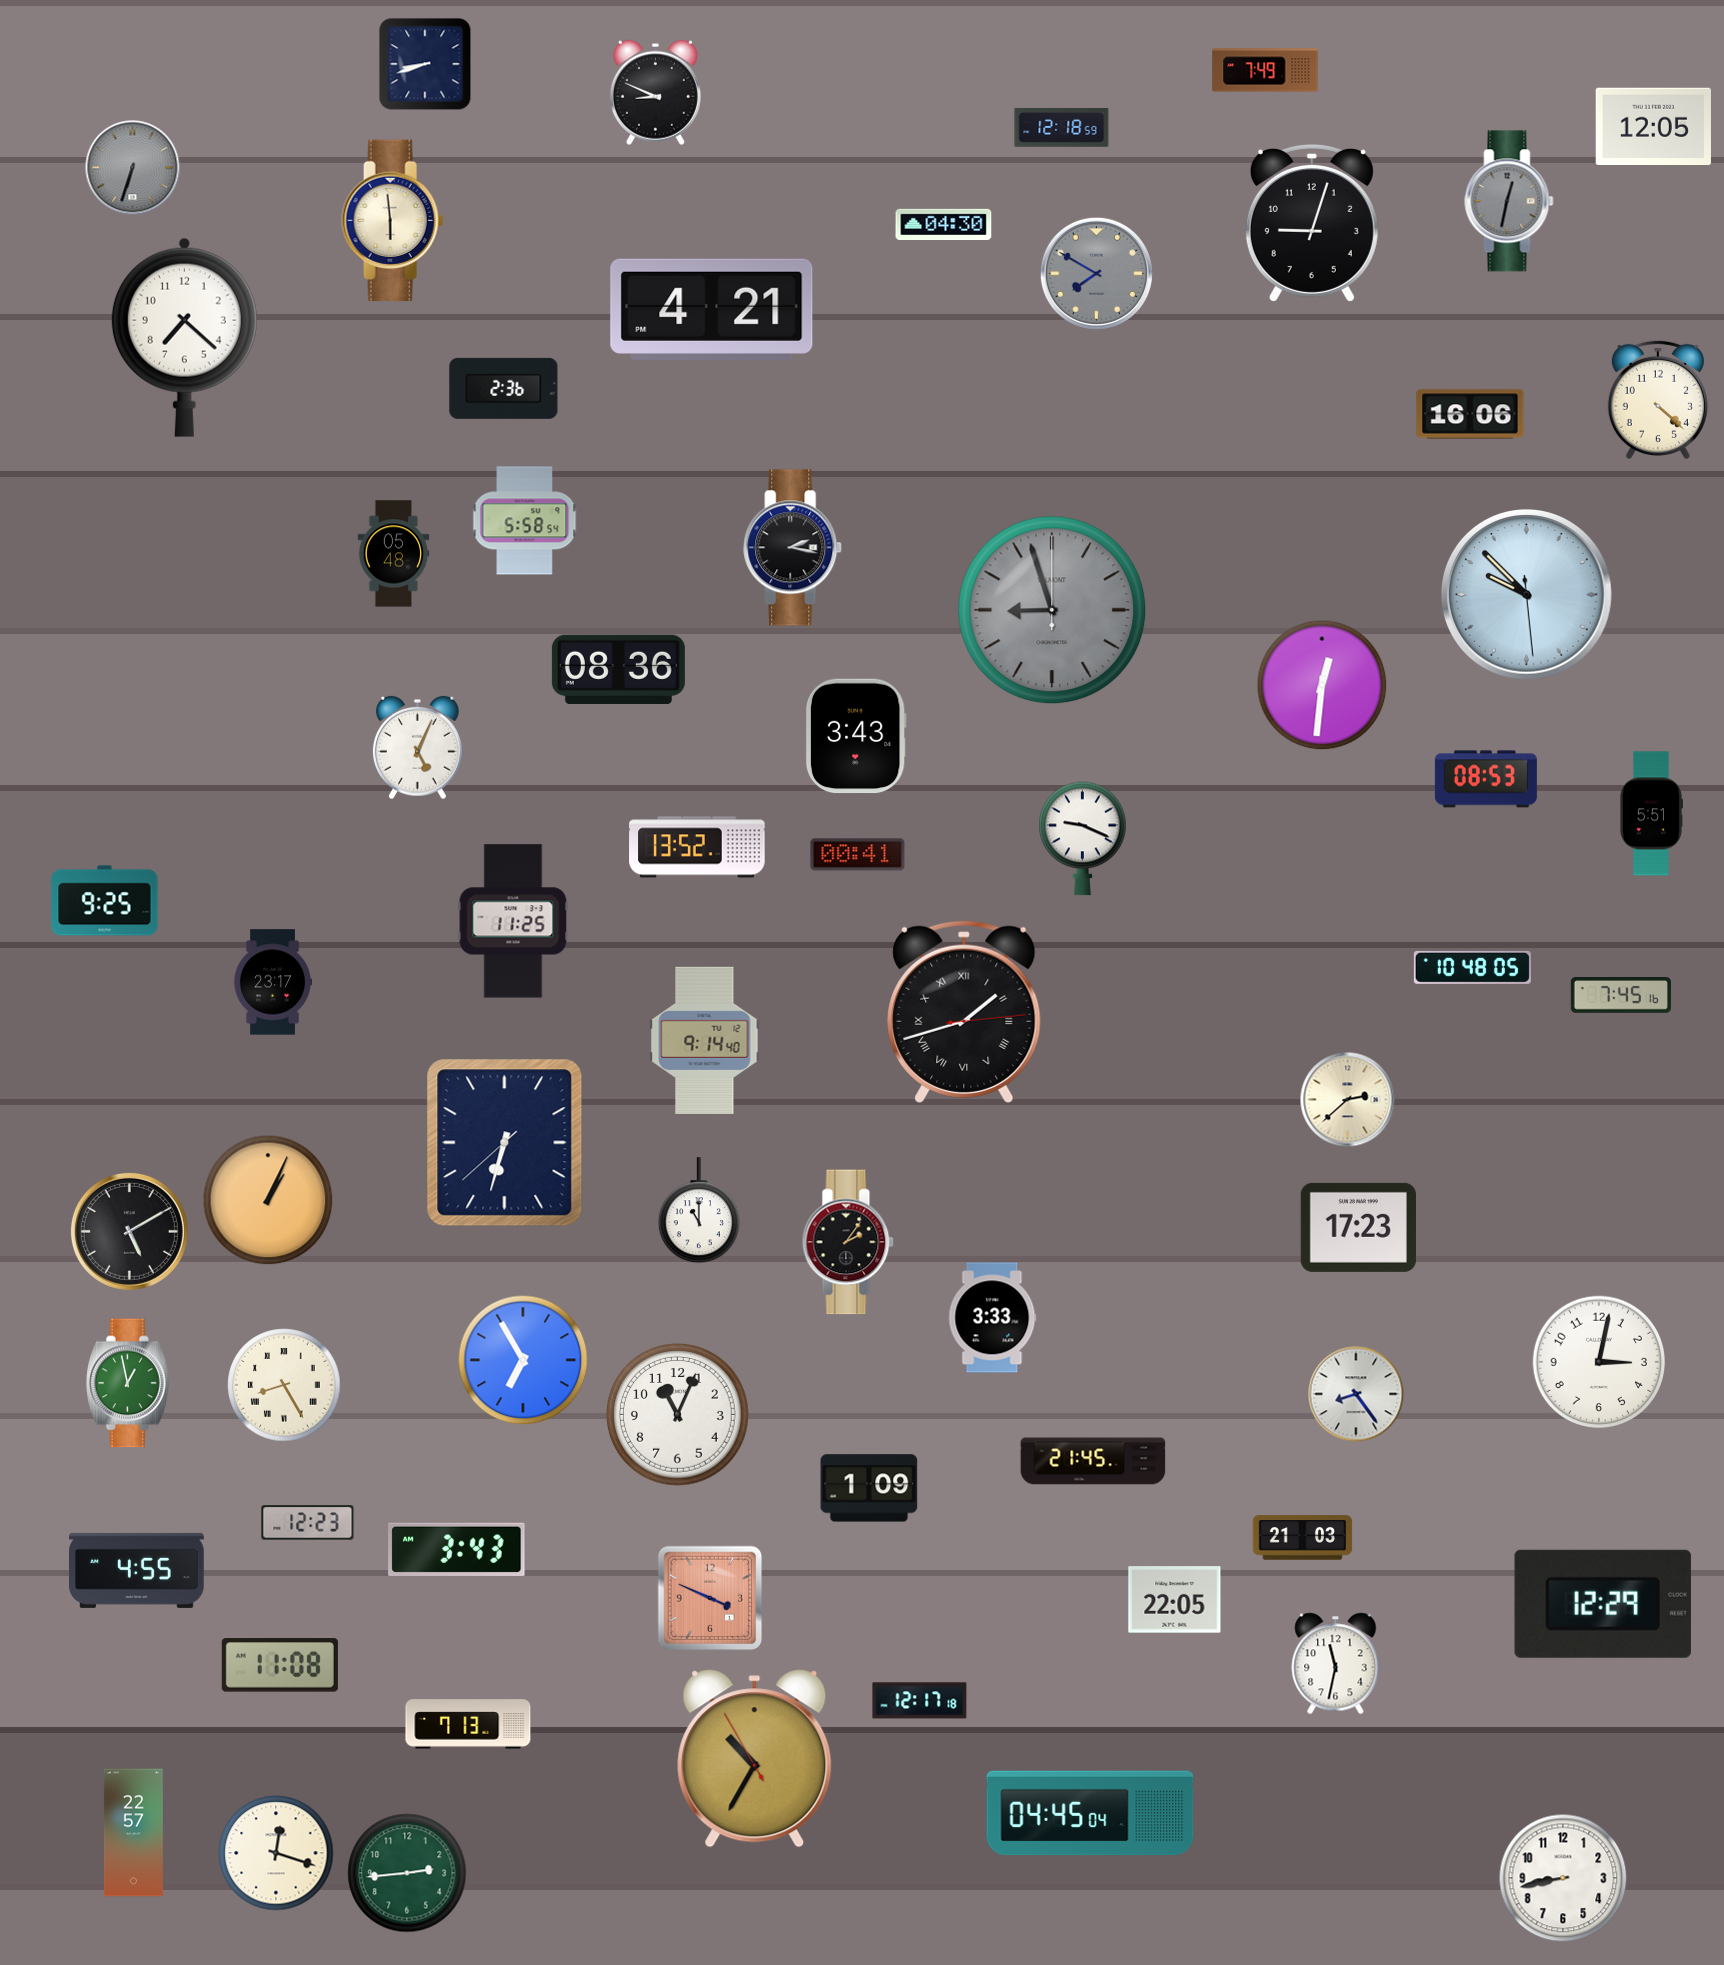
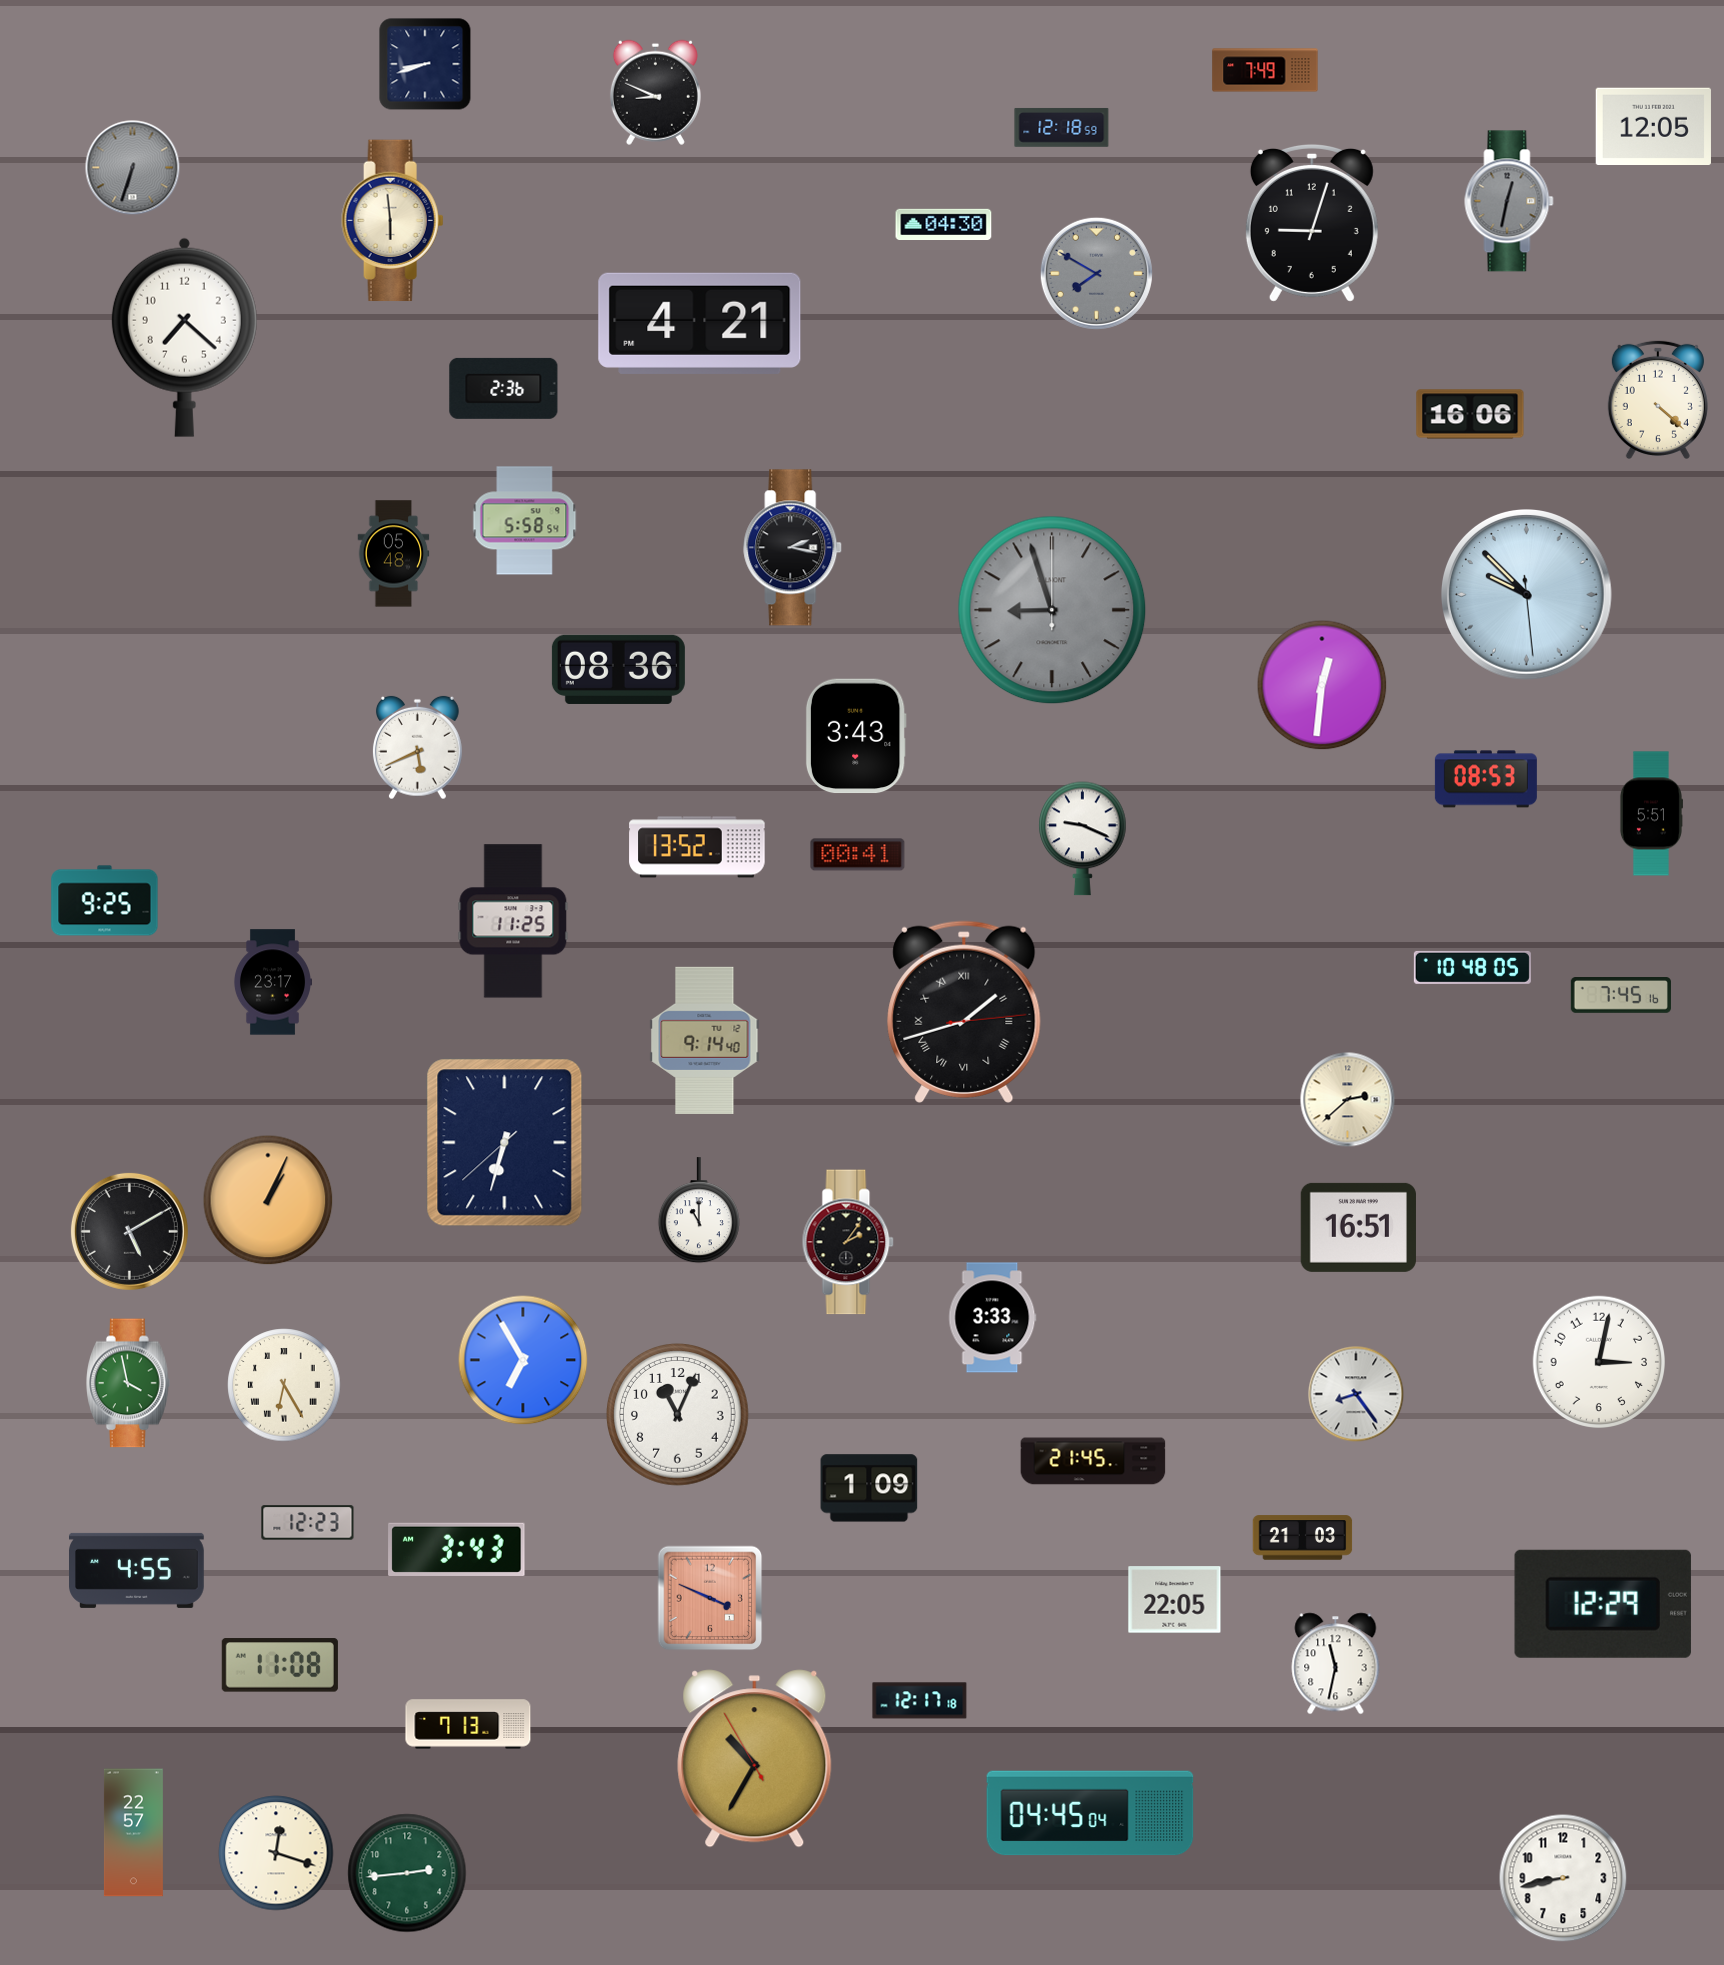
clock at (712, 309) position: (712, 309) -> (700, 323)
clock at (418, 748): 5:04 -> 5:41
clock at (1358, 1227): 17:23 -> 16:51
clock at (128, 1383): 12:58 -> 3:58
clock at (284, 1385): 8:25 -> 6:25
